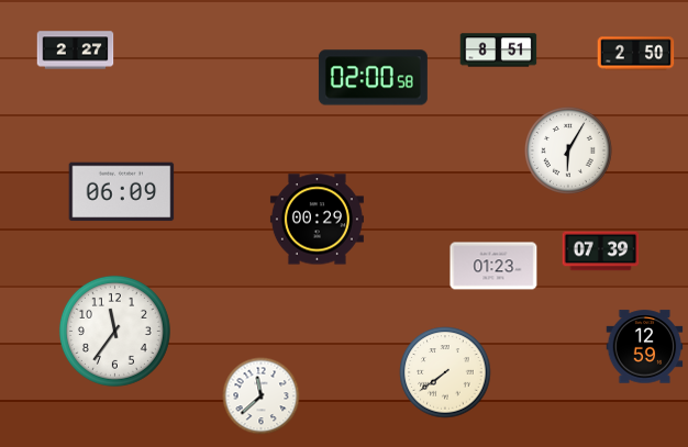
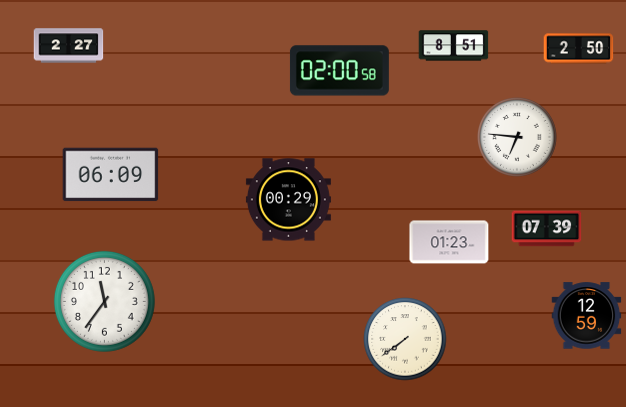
clock at (569, 152): 6:05 -> 6:46
clock at (262, 396): 11:38 -> none
